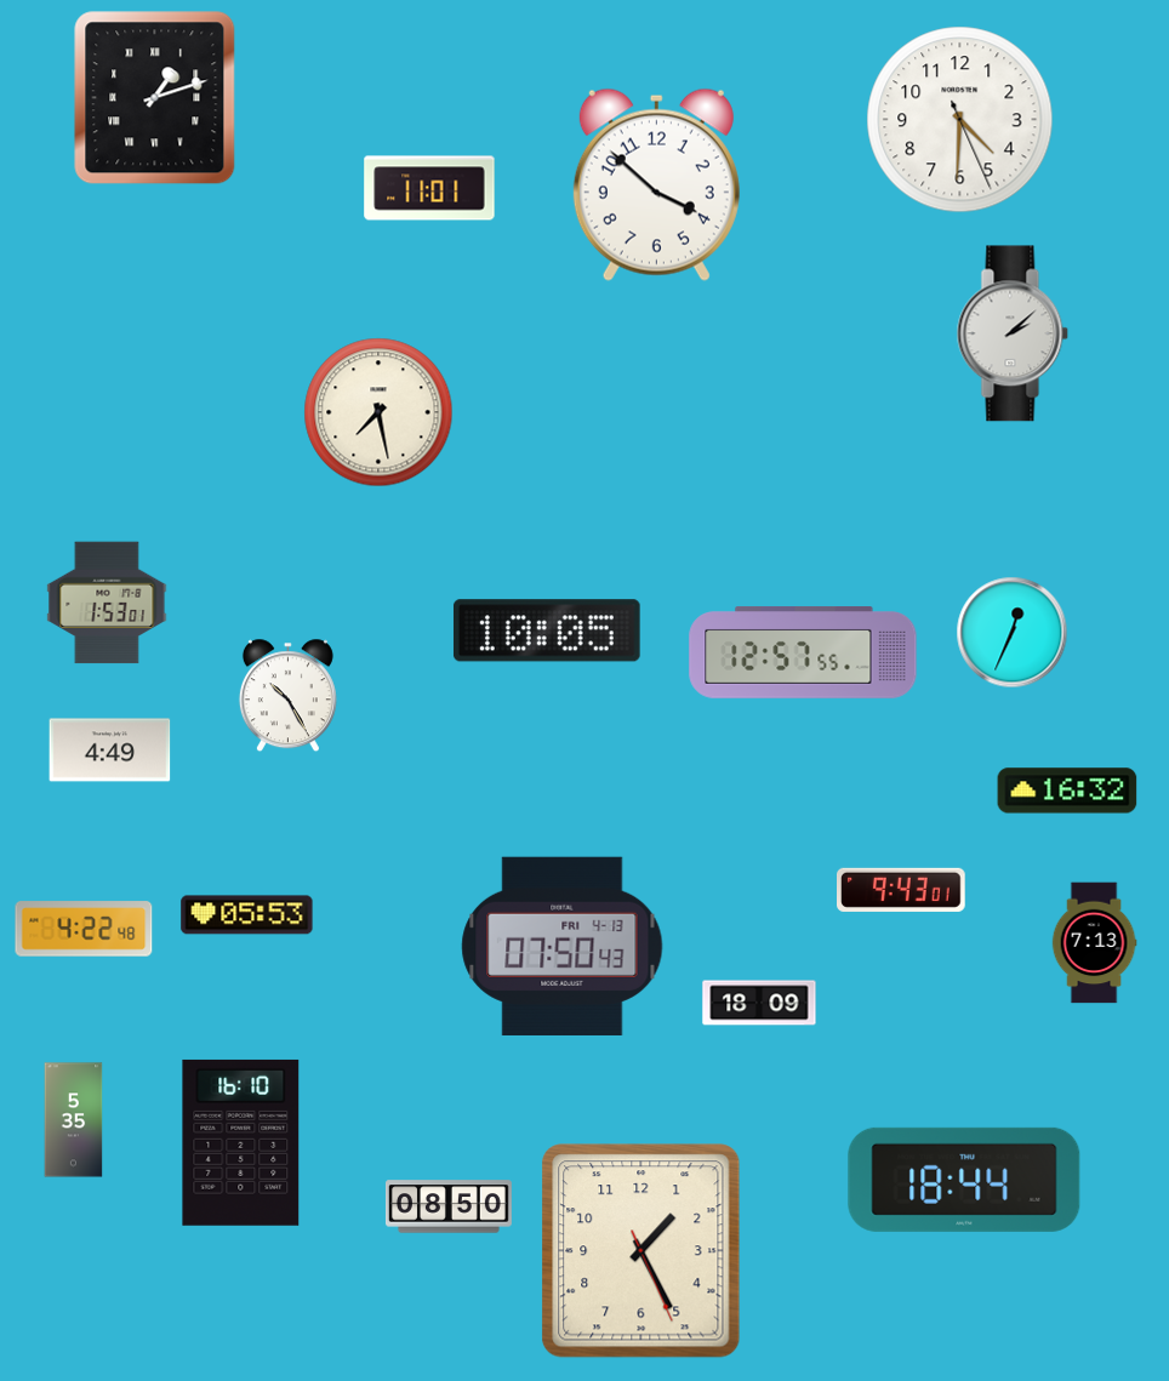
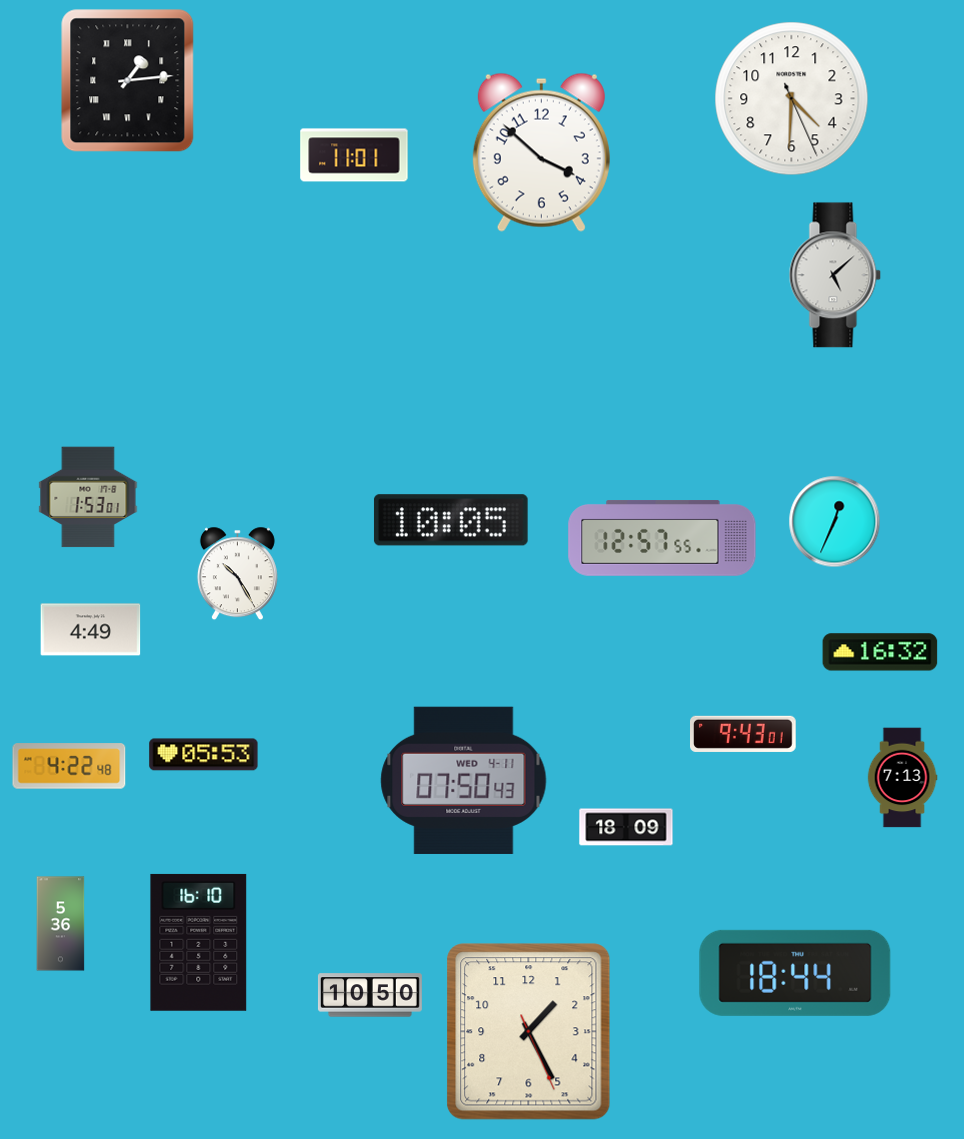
clock at (155, 98): 1:12 -> 1:14
clock at (1013, 333): 2:08 -> 5:08
clock at (378, 412): 7:28 -> none
clock at (110, 751) position: (110, 751) -> (91, 630)
clock at (563, 946) date: FRI 4-13 -> WED 4-11
clock at (74, 1120): 5:35 -> 5:36
clock at (449, 1206): 08:50 -> 10:50
